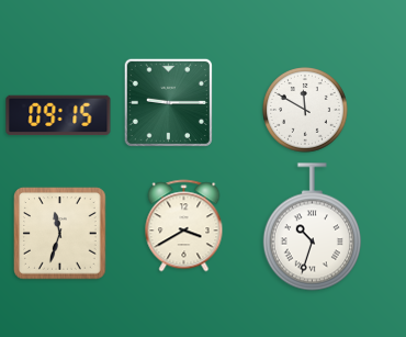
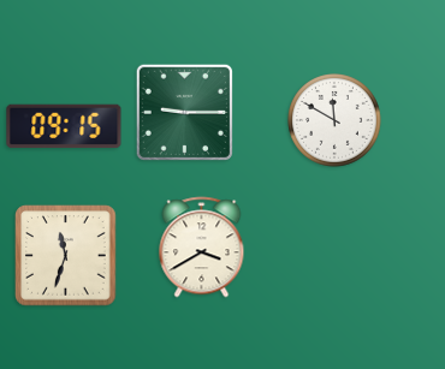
clock at (312, 227): 10:33 -> none
